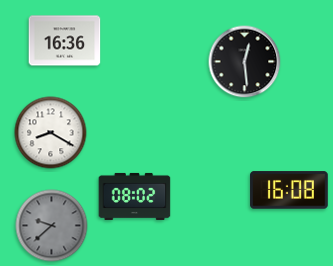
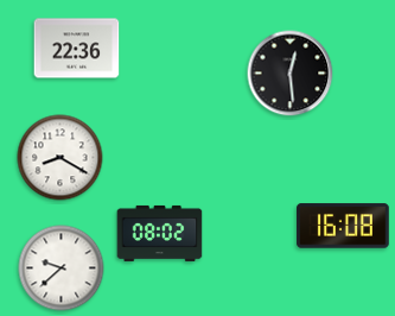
clock at (65, 41): 16:36 -> 22:36
clock at (52, 226) dial: grey -> white
